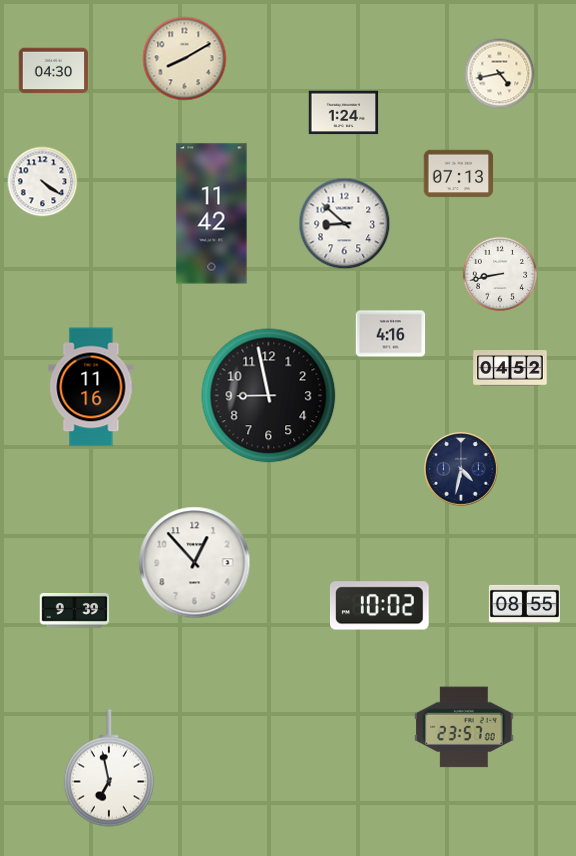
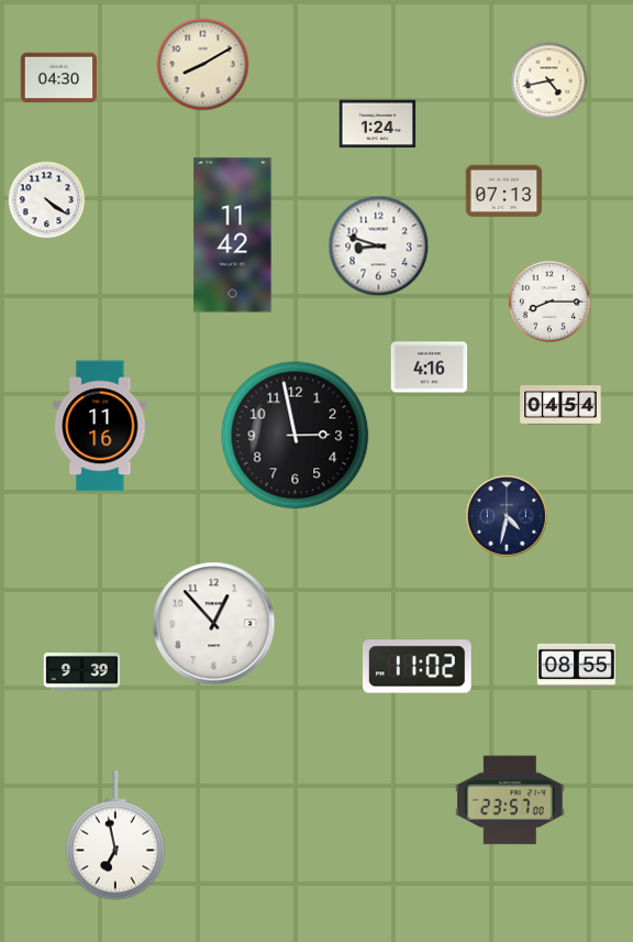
clock at (345, 224): 8:52 -> 8:48
clock at (499, 273): 8:43 -> 8:15
clock at (510, 368): 04:52 -> 04:54
clock at (269, 396): 8:58 -> 2:58
clock at (195, 563) position: (195, 563) -> (214, 624)
clock at (380, 606): 10:02 -> 11:02
clock at (109, 768) position: (109, 768) -> (115, 835)
